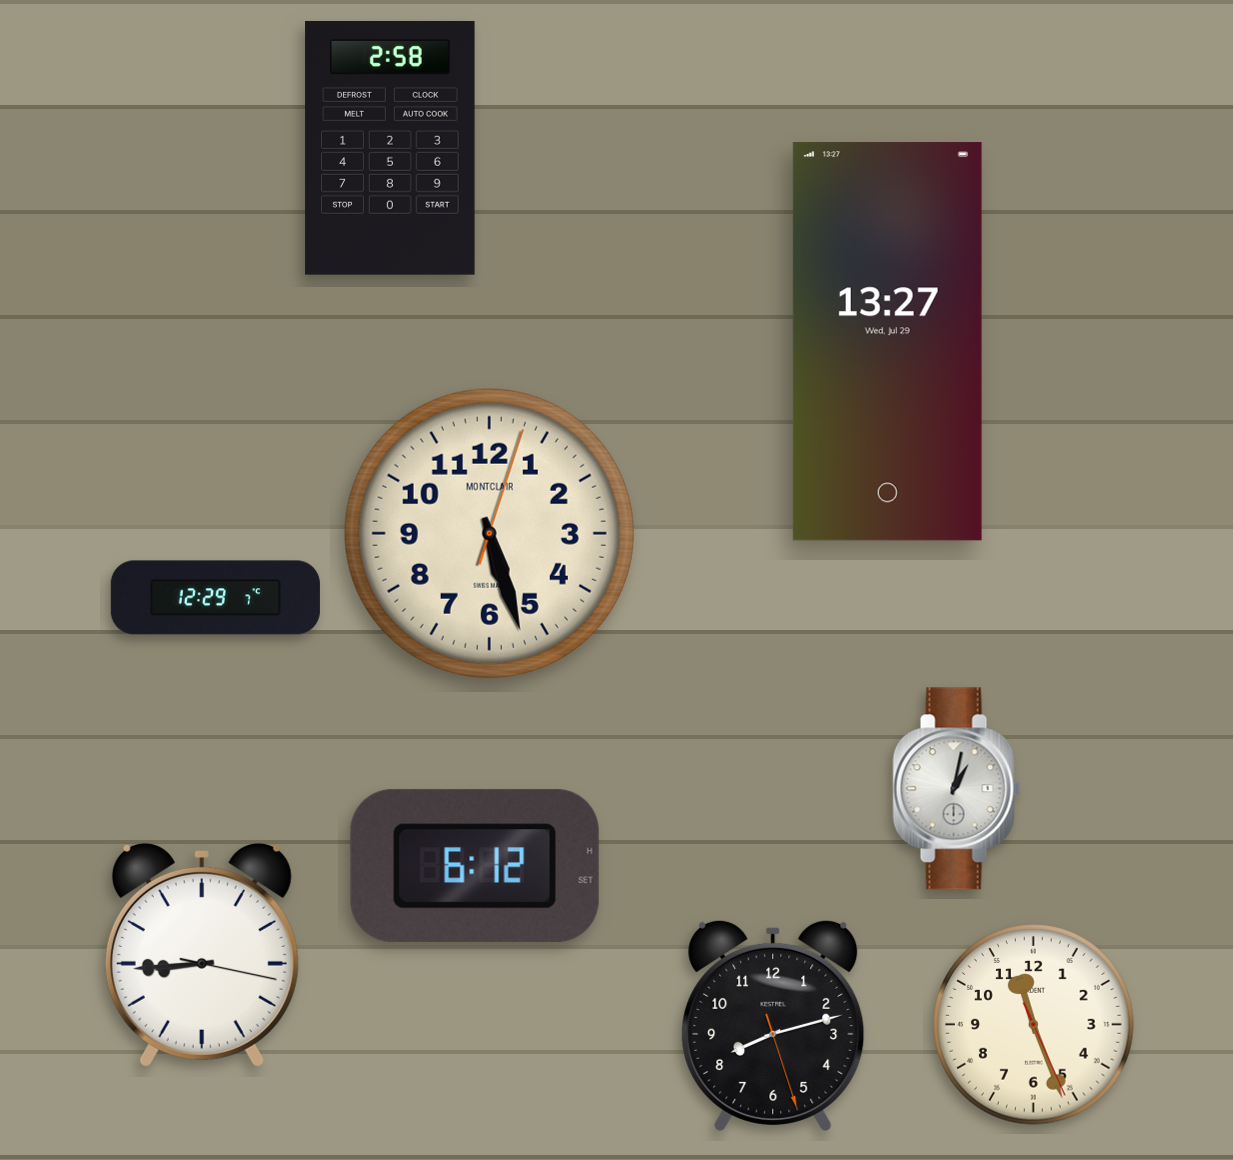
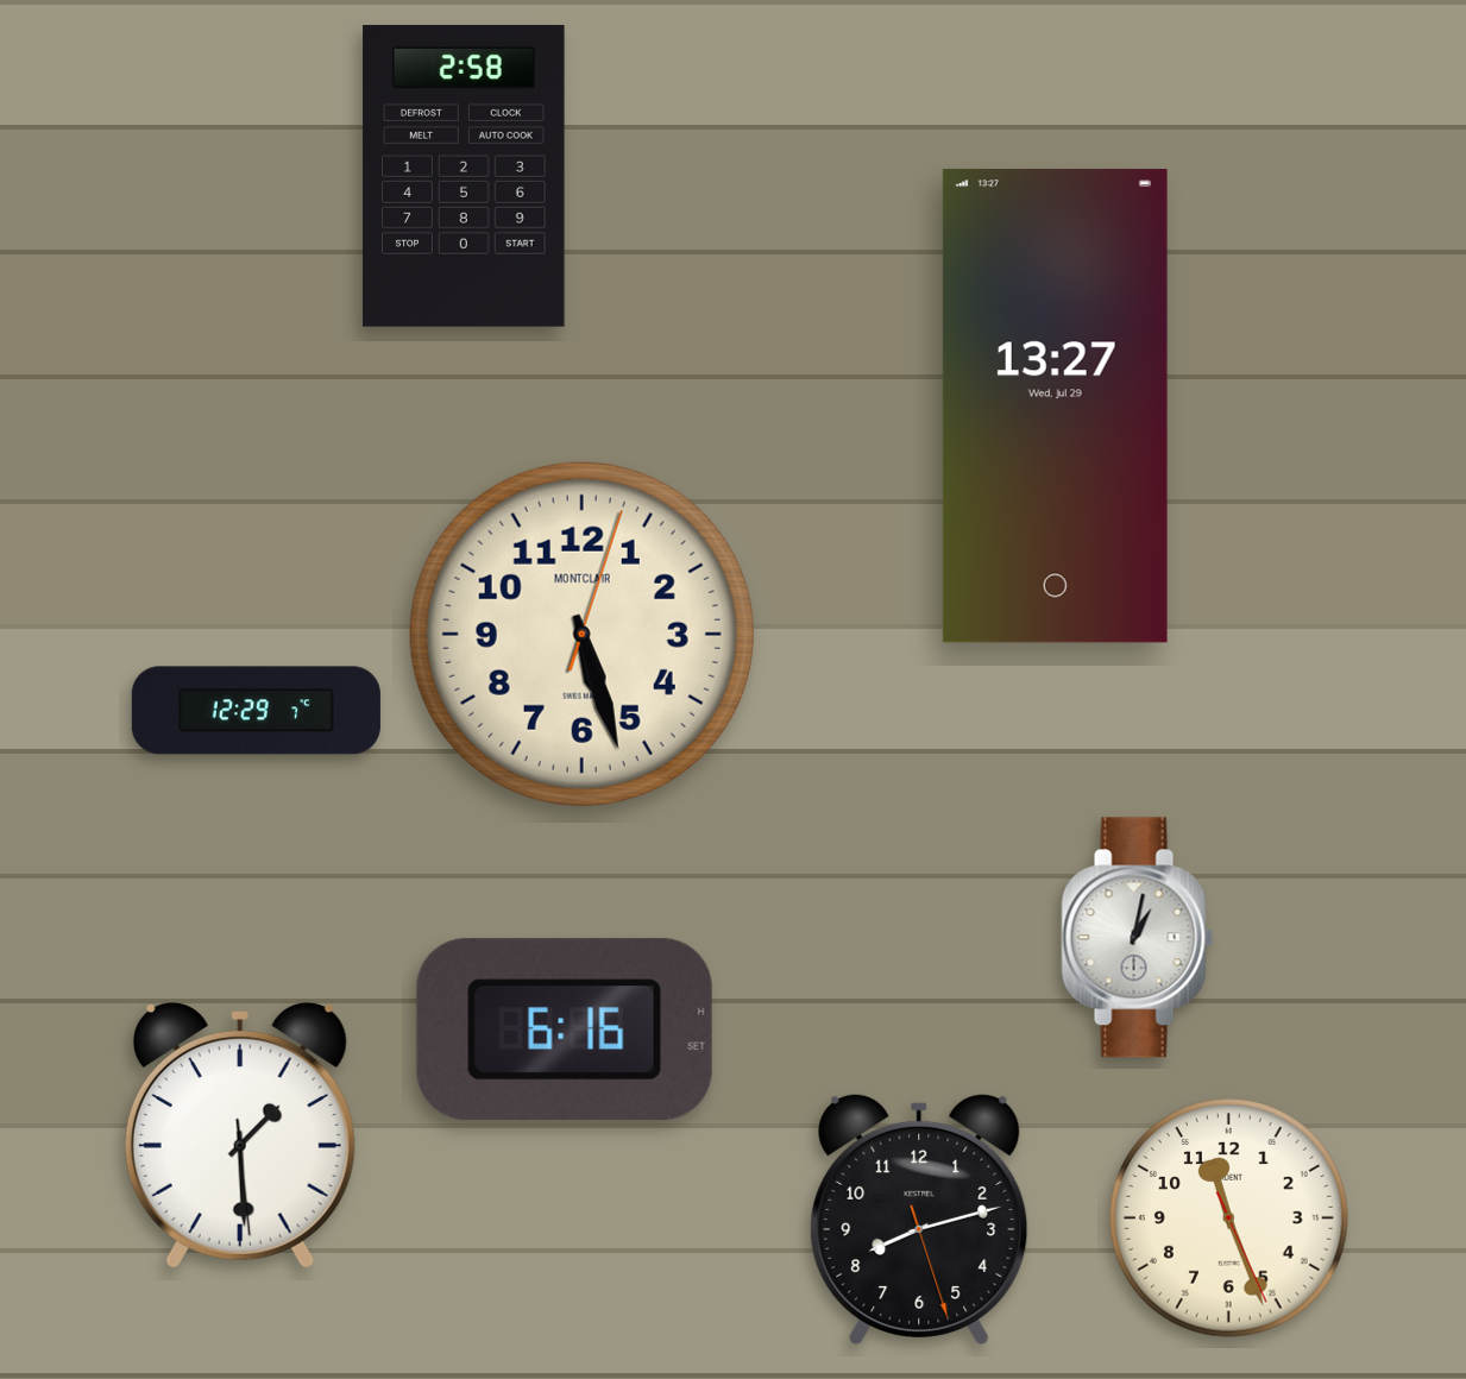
clock at (475, 866): 6:12 -> 6:16
clock at (202, 955): 8:44 -> 1:29
